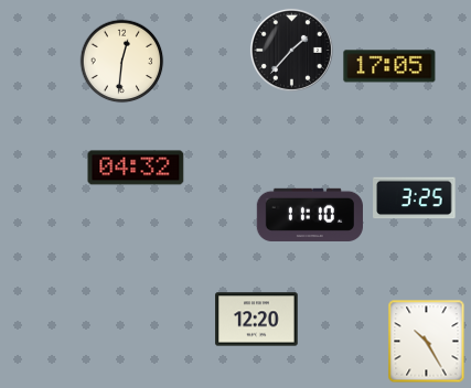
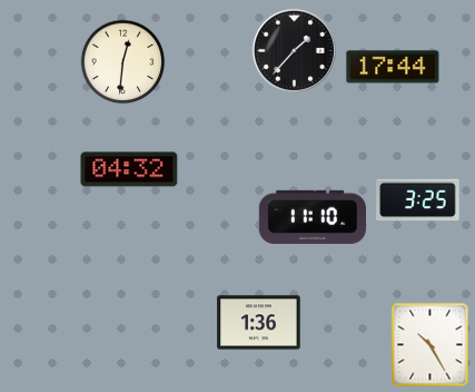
clock at (389, 66): 17:05 -> 17:44
clock at (136, 168) position: (136, 168) -> (129, 169)
clock at (257, 320): 12:20 -> 1:36
